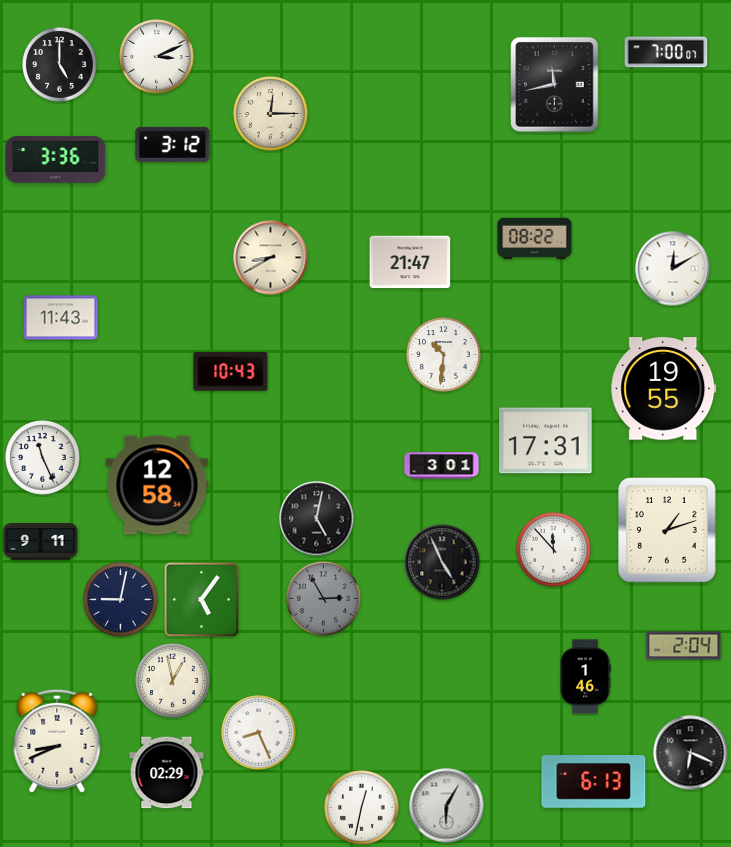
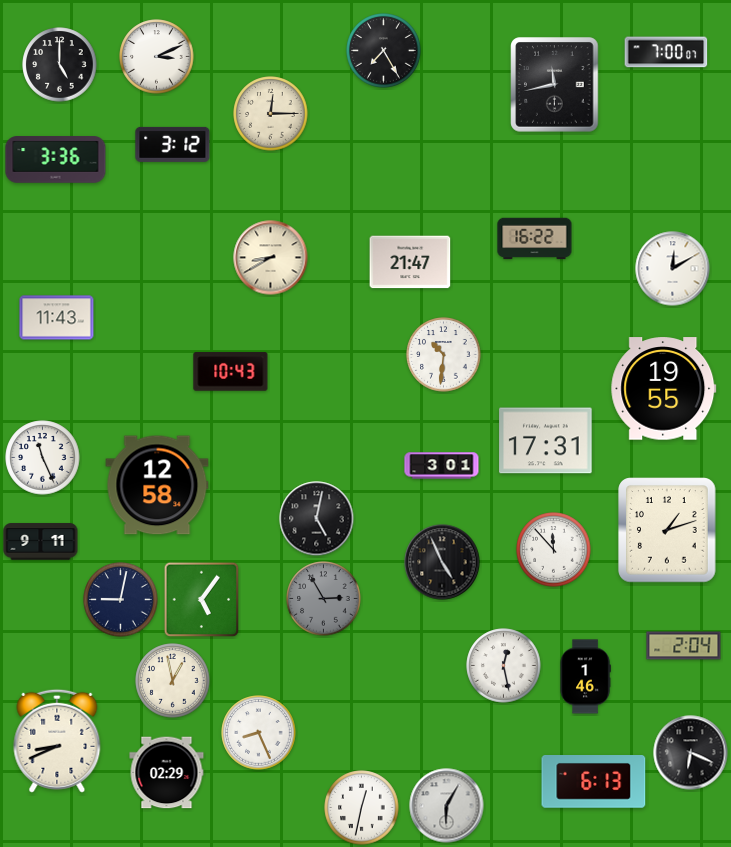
clock at (384, 51): none -> 7:25
clock at (535, 239): 08:22 -> 16:22
clock at (61, 318) position: (61, 318) -> (57, 318)
clock at (504, 666): none -> 12:28
